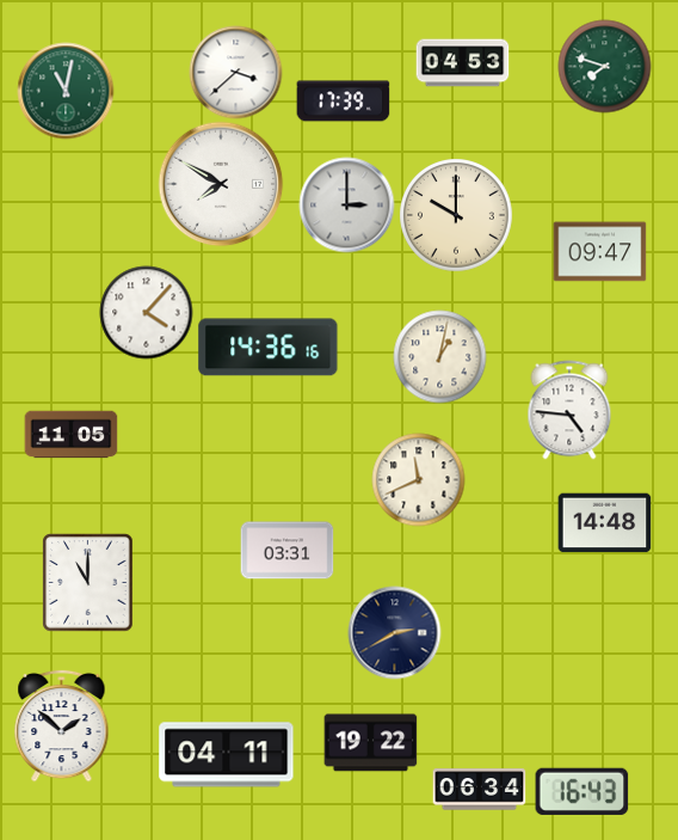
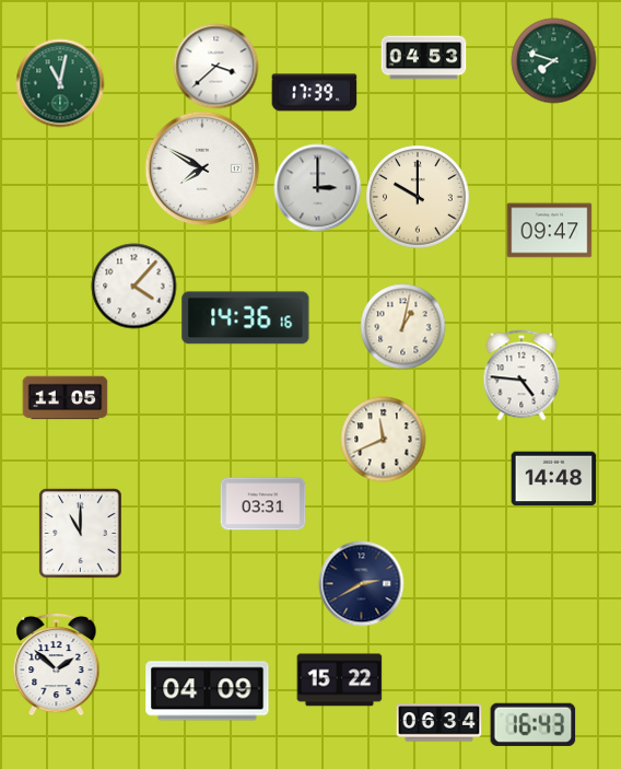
clock at (394, 632) position: (394, 632) -> (361, 583)
clock at (370, 743): 19:22 -> 15:22
clock at (227, 755): 04:11 -> 04:09
